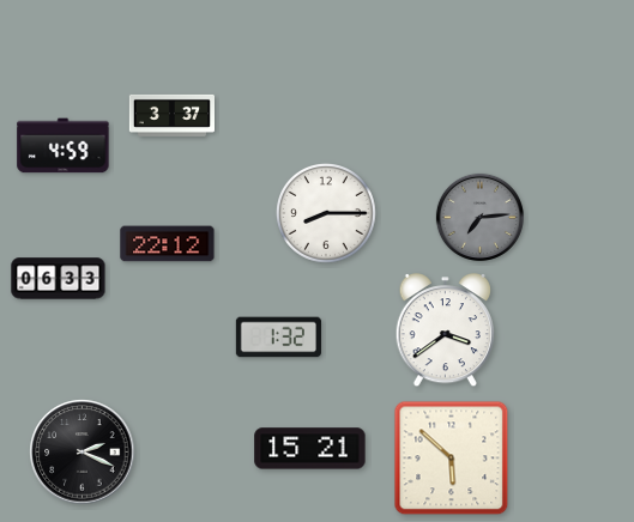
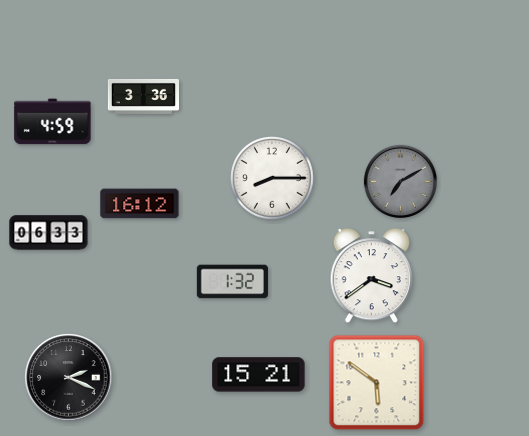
clock at (171, 115): 3:37 -> 3:36
clock at (479, 217): 7:14 -> 7:10
clock at (168, 244): 22:12 -> 16:12
clock at (452, 459): 5:52 -> 5:51
